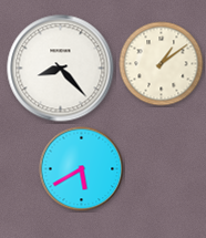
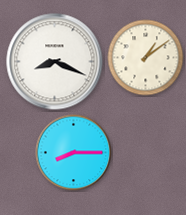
clock at (61, 69): 8:23 -> 8:19
clock at (82, 169): 5:40 -> 8:15
